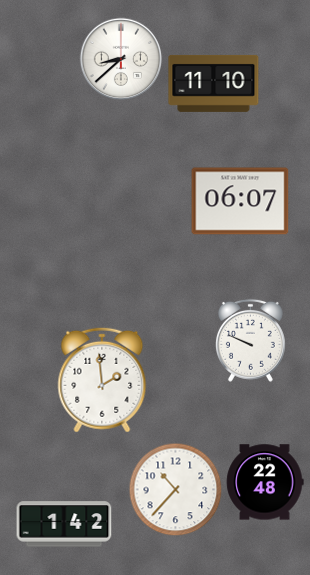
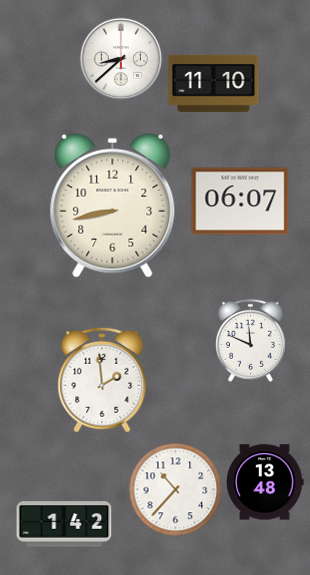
clock at (113, 205): none -> 8:43
clock at (250, 340): 9:49 -> 11:49
clock at (265, 482): 22:48 -> 13:48
